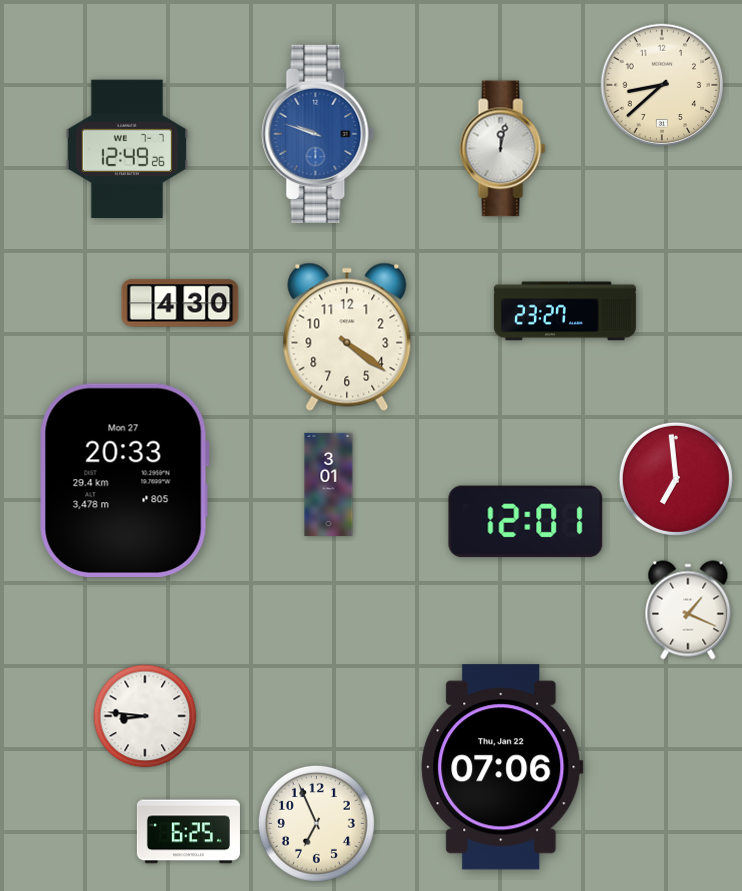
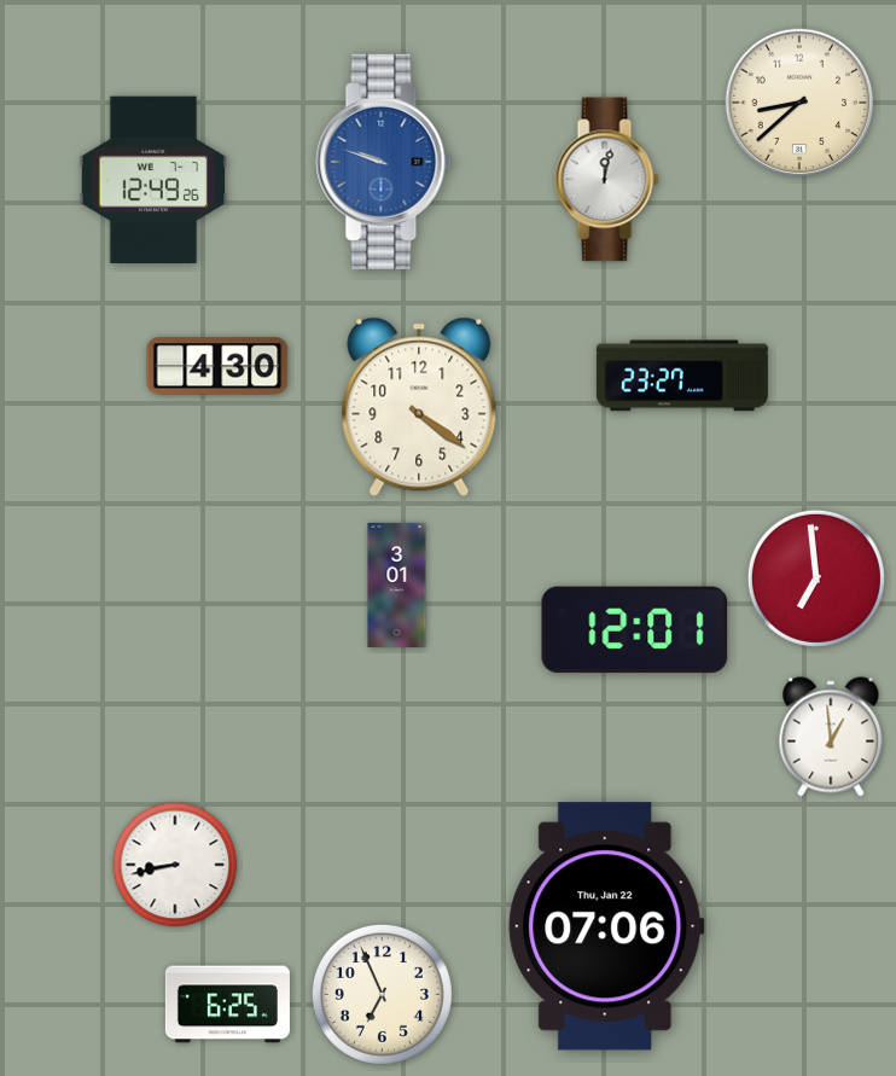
clock at (124, 480): 20:33 -> none
clock at (688, 610): 1:19 -> 12:59
clock at (145, 716): 8:46 -> 8:43
